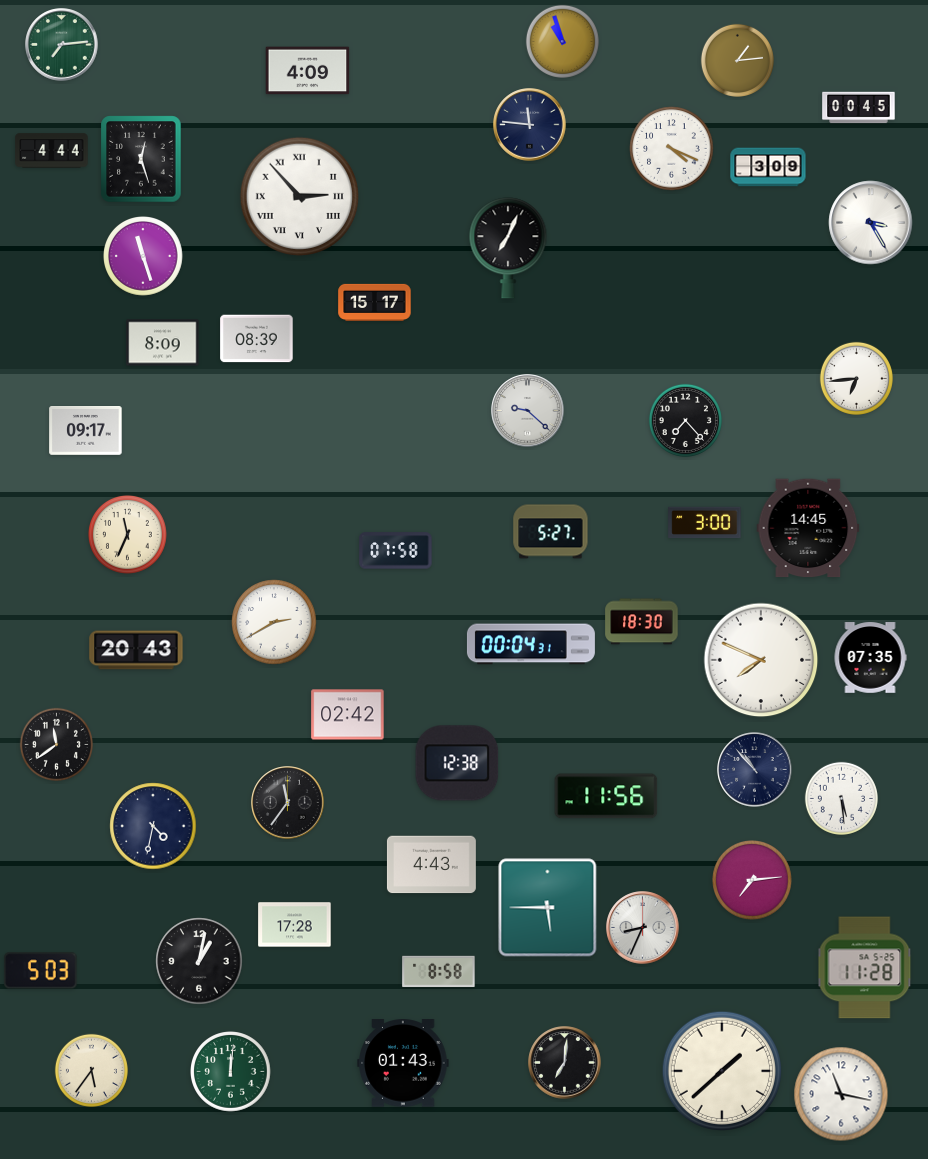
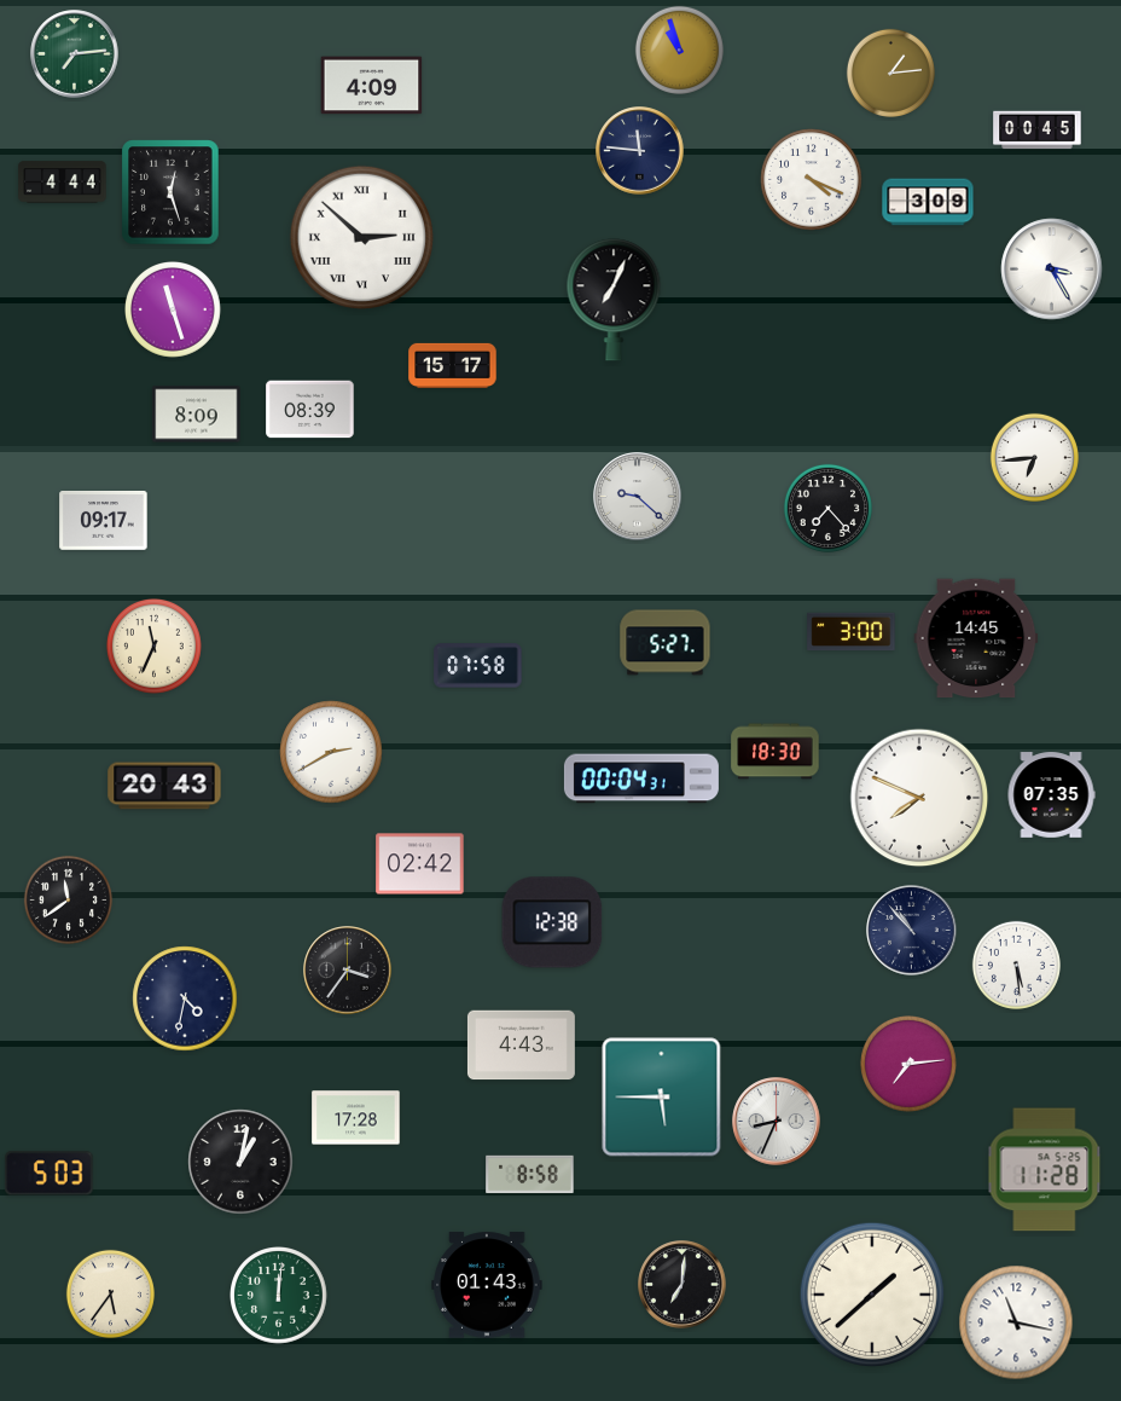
clock at (299, 196): 2:53 -> 2:52
clock at (606, 796): 11:56 -> none
clock at (288, 803): 11:36 -> 3:36
